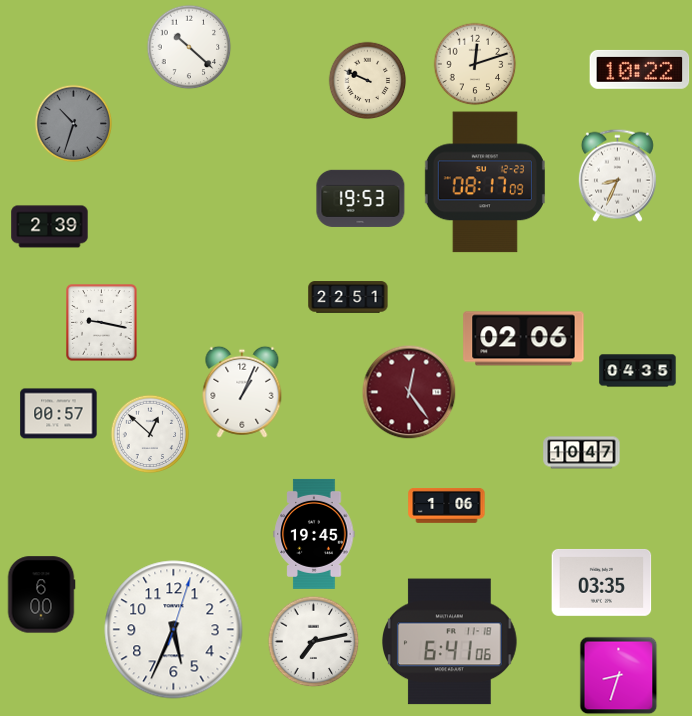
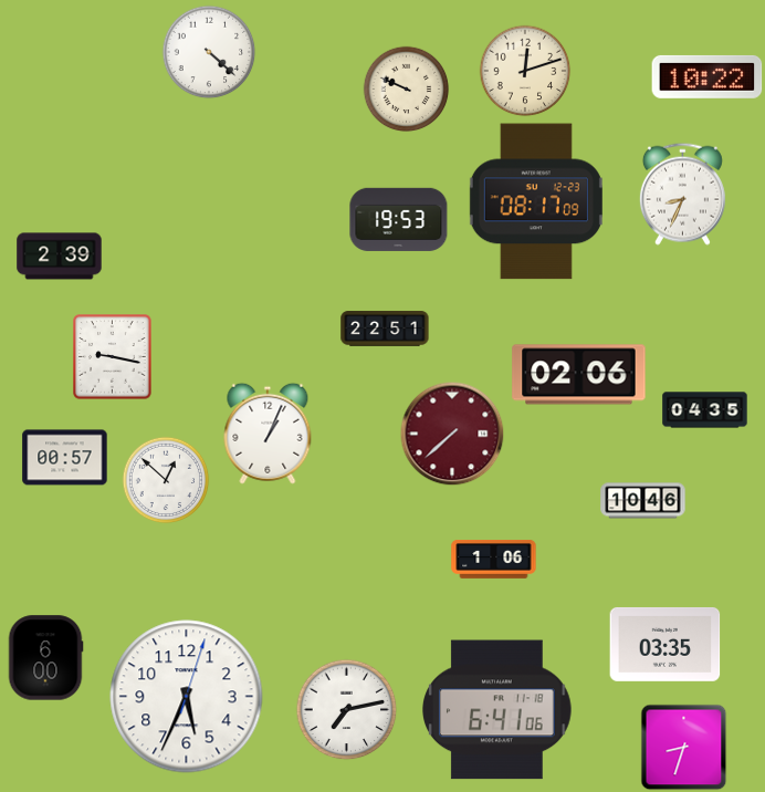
clock at (189, 47): 10:22 -> 4:22
clock at (73, 123): 10:33 -> none
clock at (50, 227) position: (50, 227) -> (60, 257)
clock at (409, 392): 12:24 -> 7:38
clock at (582, 453): 10:47 -> 10:46
clock at (314, 534): 19:45 -> none
clock at (174, 630) position: (174, 630) -> (187, 697)
